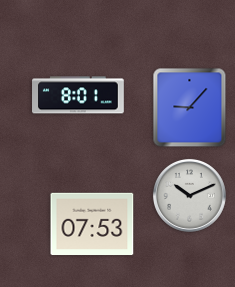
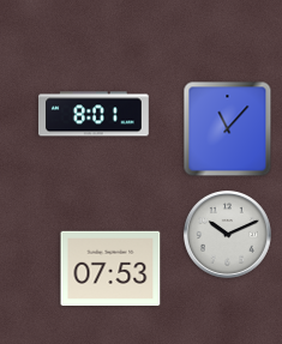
clock at (190, 108): 9:07 -> 11:07
